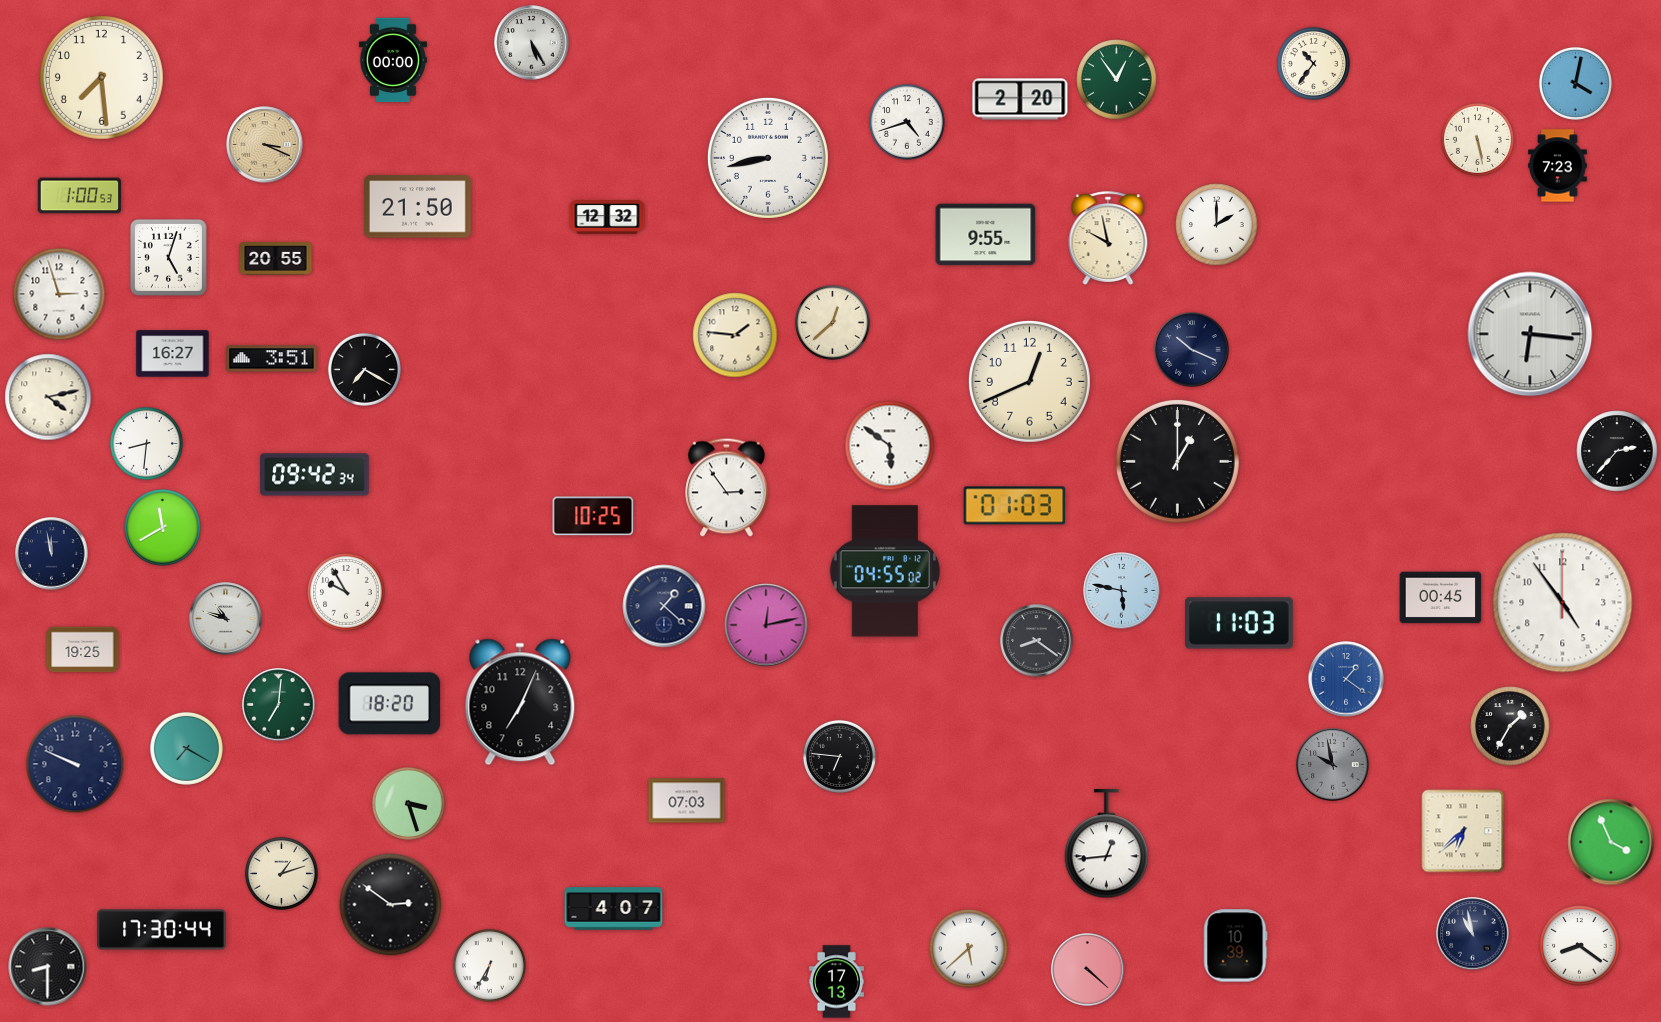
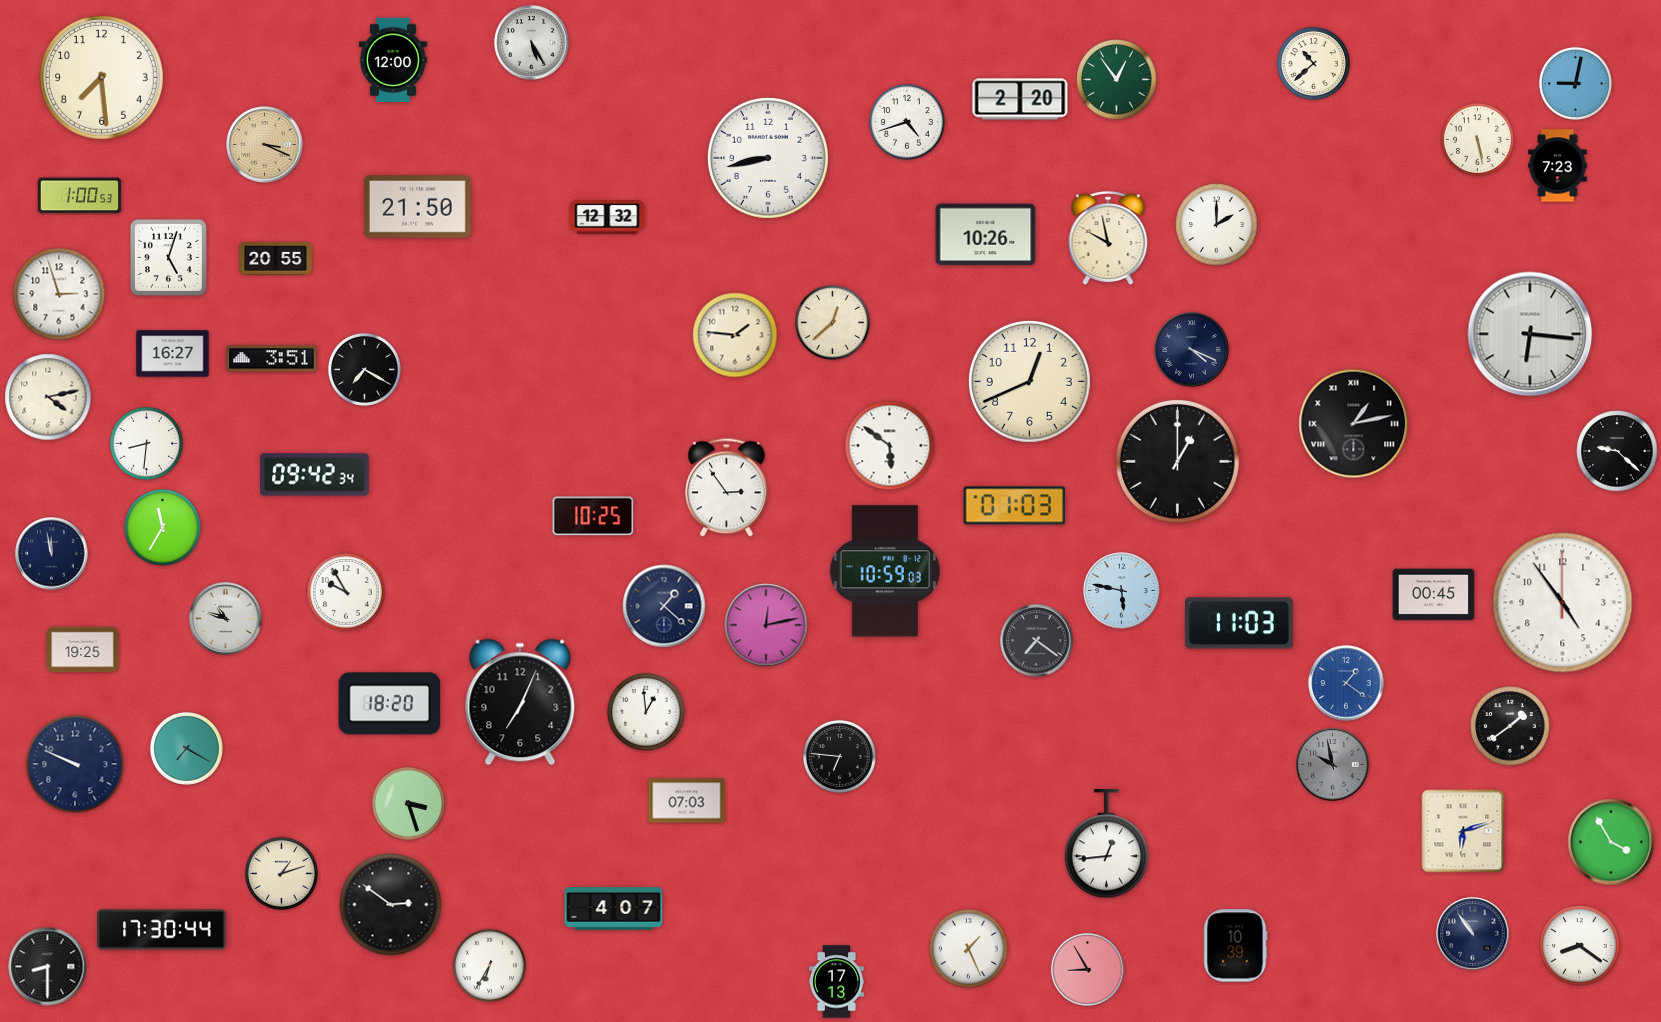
clock at (393, 60): 00:00 -> 12:00
clock at (1313, 63): 10:36 -> 10:38
clock at (1575, 83): 4:02 -> 9:02
clock at (986, 235): 9:55 -> 10:26
clock at (1192, 350): 10:19 -> 4:19
clock at (1354, 424): none -> 1:13
clock at (1617, 451): 2:37 -> 9:22
clock at (163, 528): 11:40 -> 11:35
clock at (885, 571): 04:55 -> 10:59
clock at (1441, 598) position: (1441, 598) -> (1434, 595)
clock at (1037, 641): 8:21 -> 7:21
clock at (1346, 679) position: (1346, 679) -> (1346, 683)
clock at (279, 705): 7:01 -> none
clock at (646, 712): none -> 12:59
clock at (1510, 726): 1:35 -> 1:39
clock at (1463, 831): 6:38 -> 6:12
clock at (1611, 842): 3:56 -> 3:55
clock at (1473, 934): 10:58 -> 10:54
clock at (969, 949): 5:38 -> 1:26
clock at (1088, 970): 4:22 -> 8:55
